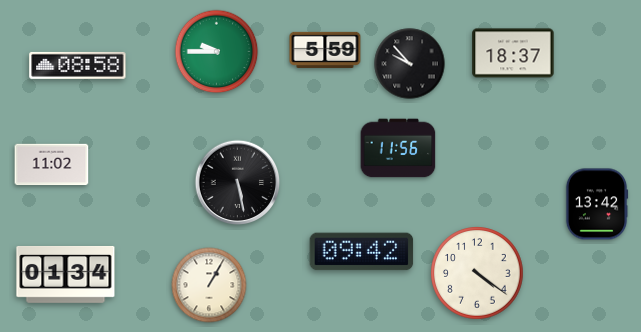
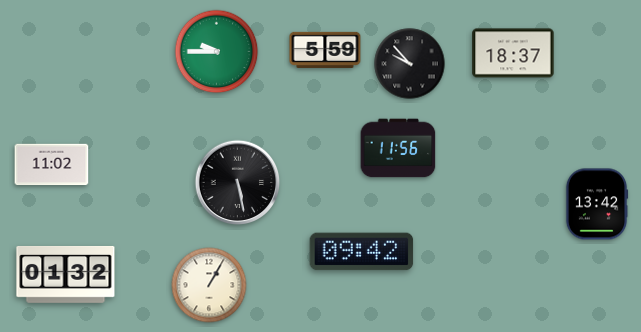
clock at (78, 65): 08:58 -> none
clock at (477, 273): 4:21 -> none
clock at (66, 274): 01:34 -> 01:32
